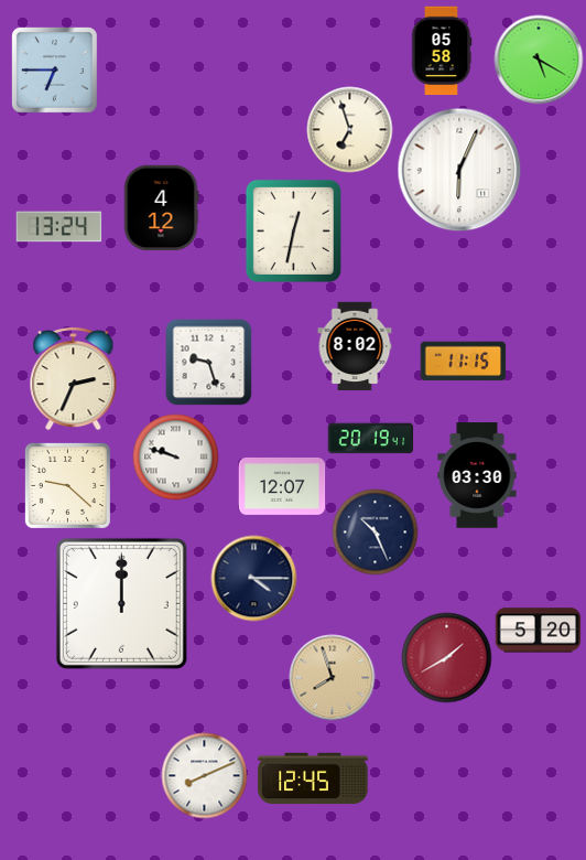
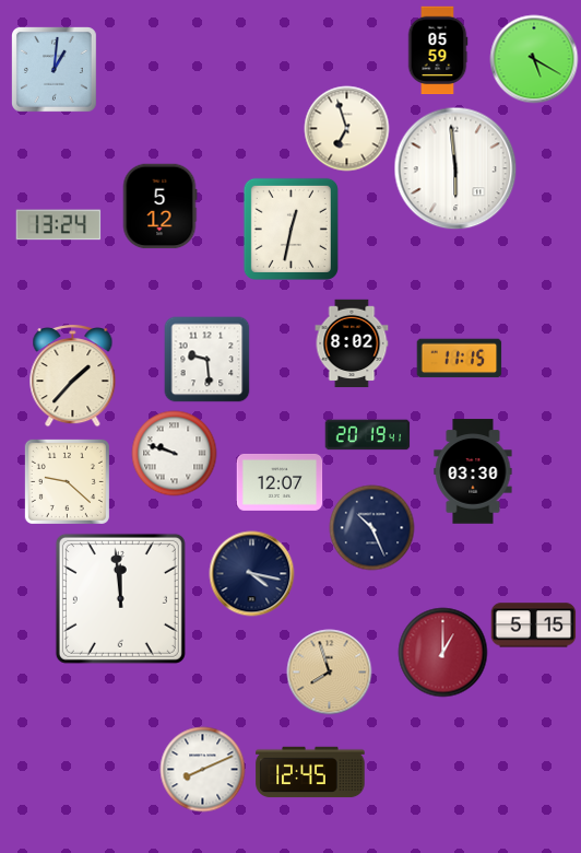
clock at (442, 51): 05:58 -> 05:59
clock at (55, 71): 6:45 -> 1:01
clock at (459, 170): 6:04 -> 5:59
clock at (161, 207): 4:12 -> 5:12
clock at (208, 362): 9:27 -> 9:29
clock at (74, 379): 2:34 -> 1:37
clock at (253, 578): 4:15 -> 4:17
clock at (121, 603): 12:00 -> 11:59
clock at (538, 631): 5:20 -> 5:15
clock at (446, 657): 1:40 -> 1:00
